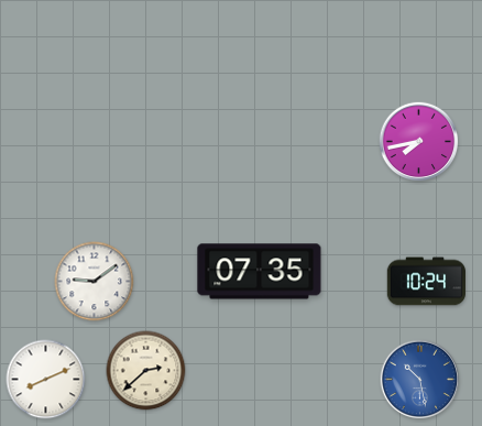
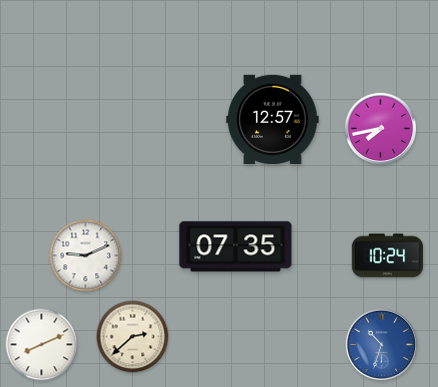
clock at (273, 119): none -> 12:57
clock at (95, 282): 9:09 -> 9:11
clock at (420, 380): 10:28 -> 10:33
